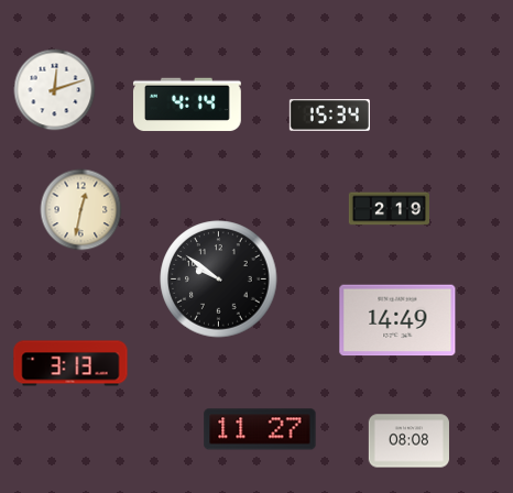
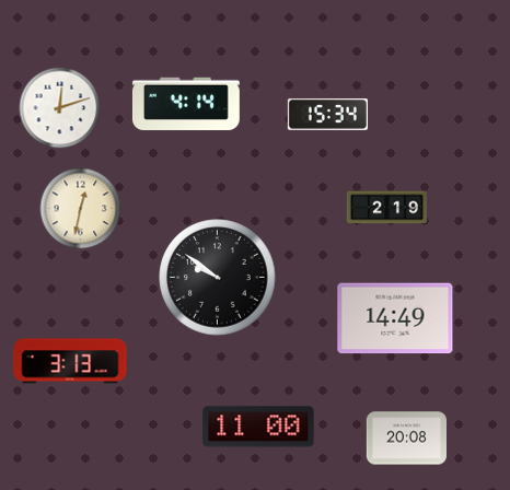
clock at (55, 90) position: (55, 90) -> (60, 108)
clock at (260, 429): 11:27 -> 11:00
clock at (408, 441): 08:08 -> 20:08
